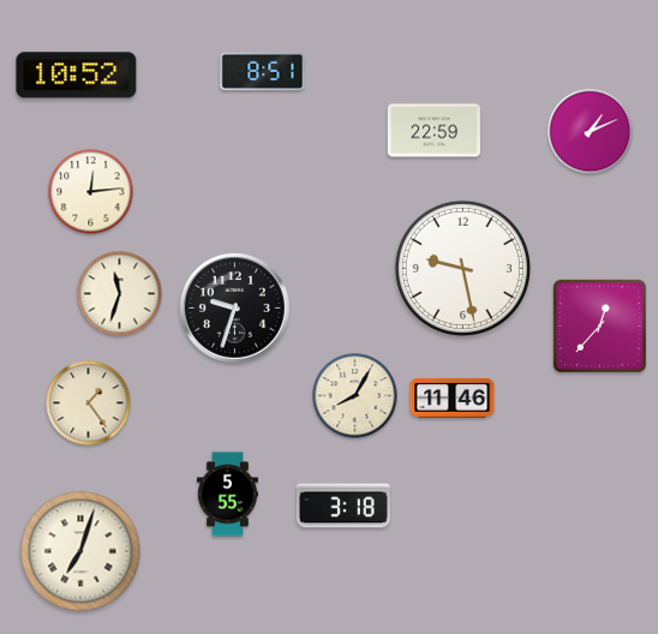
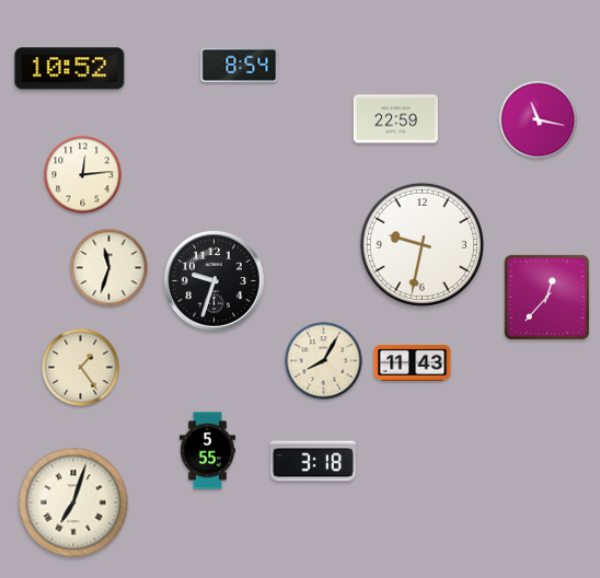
clock at (263, 72): 8:51 -> 8:54
clock at (591, 132): 1:11 -> 11:17
clock at (462, 268): 9:28 -> 9:32
clock at (453, 397): 11:46 -> 11:43
